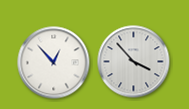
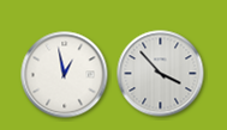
clock at (54, 63): 12:53 -> 12:58
